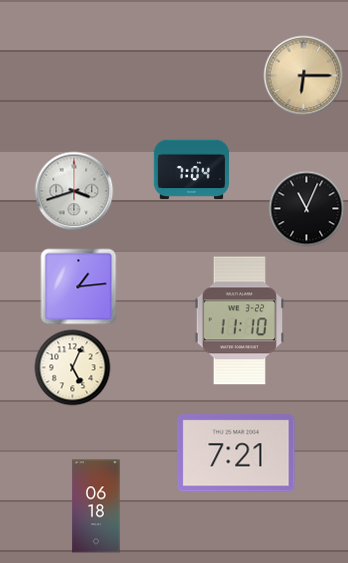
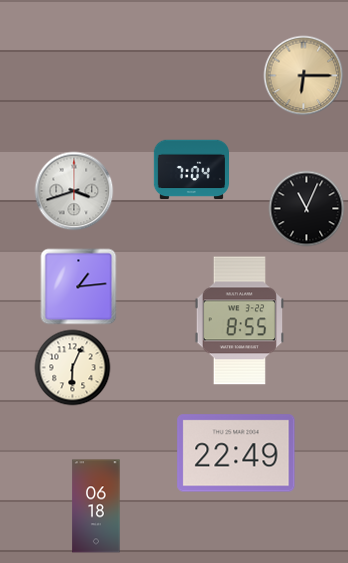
clock at (239, 321): 11:10 -> 8:55
clock at (73, 368): 5:04 -> 6:04
clock at (236, 453): 7:21 -> 22:49
